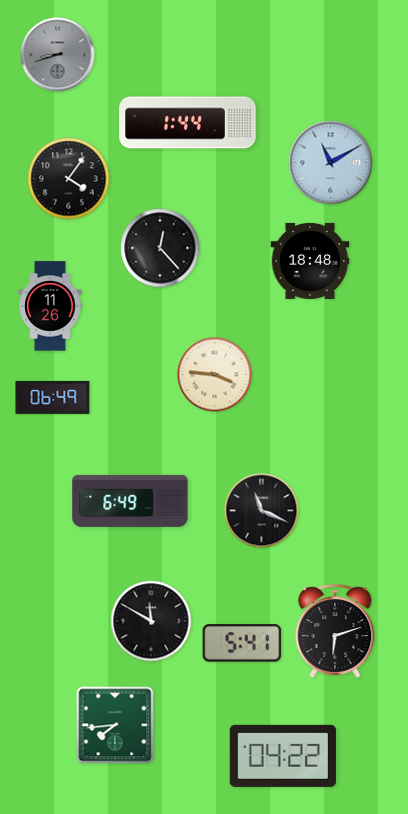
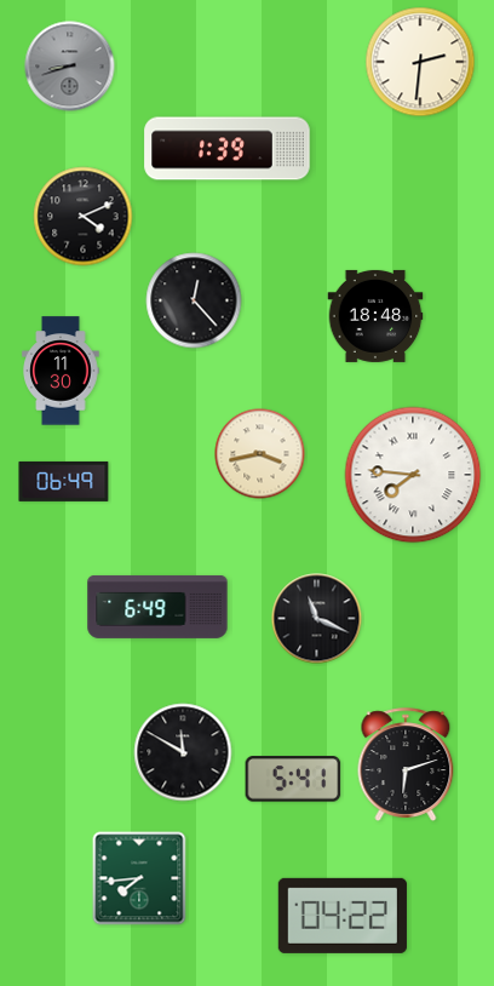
clock at (420, 62): none -> 2:31
clock at (188, 123): 1:44 -> 1:39
clock at (331, 163): 11:10 -> none
clock at (69, 179): 4:06 -> 4:11
clock at (50, 306): 11:26 -> 11:30
clock at (215, 375): 3:46 -> 3:43
clock at (413, 475): none -> 7:46
